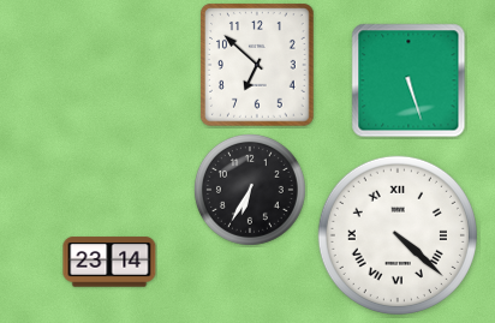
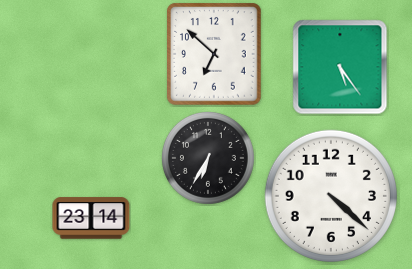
clock at (408, 80): 5:27 -> 5:24
clock at (398, 235) numerals: Roman -> Arabic
